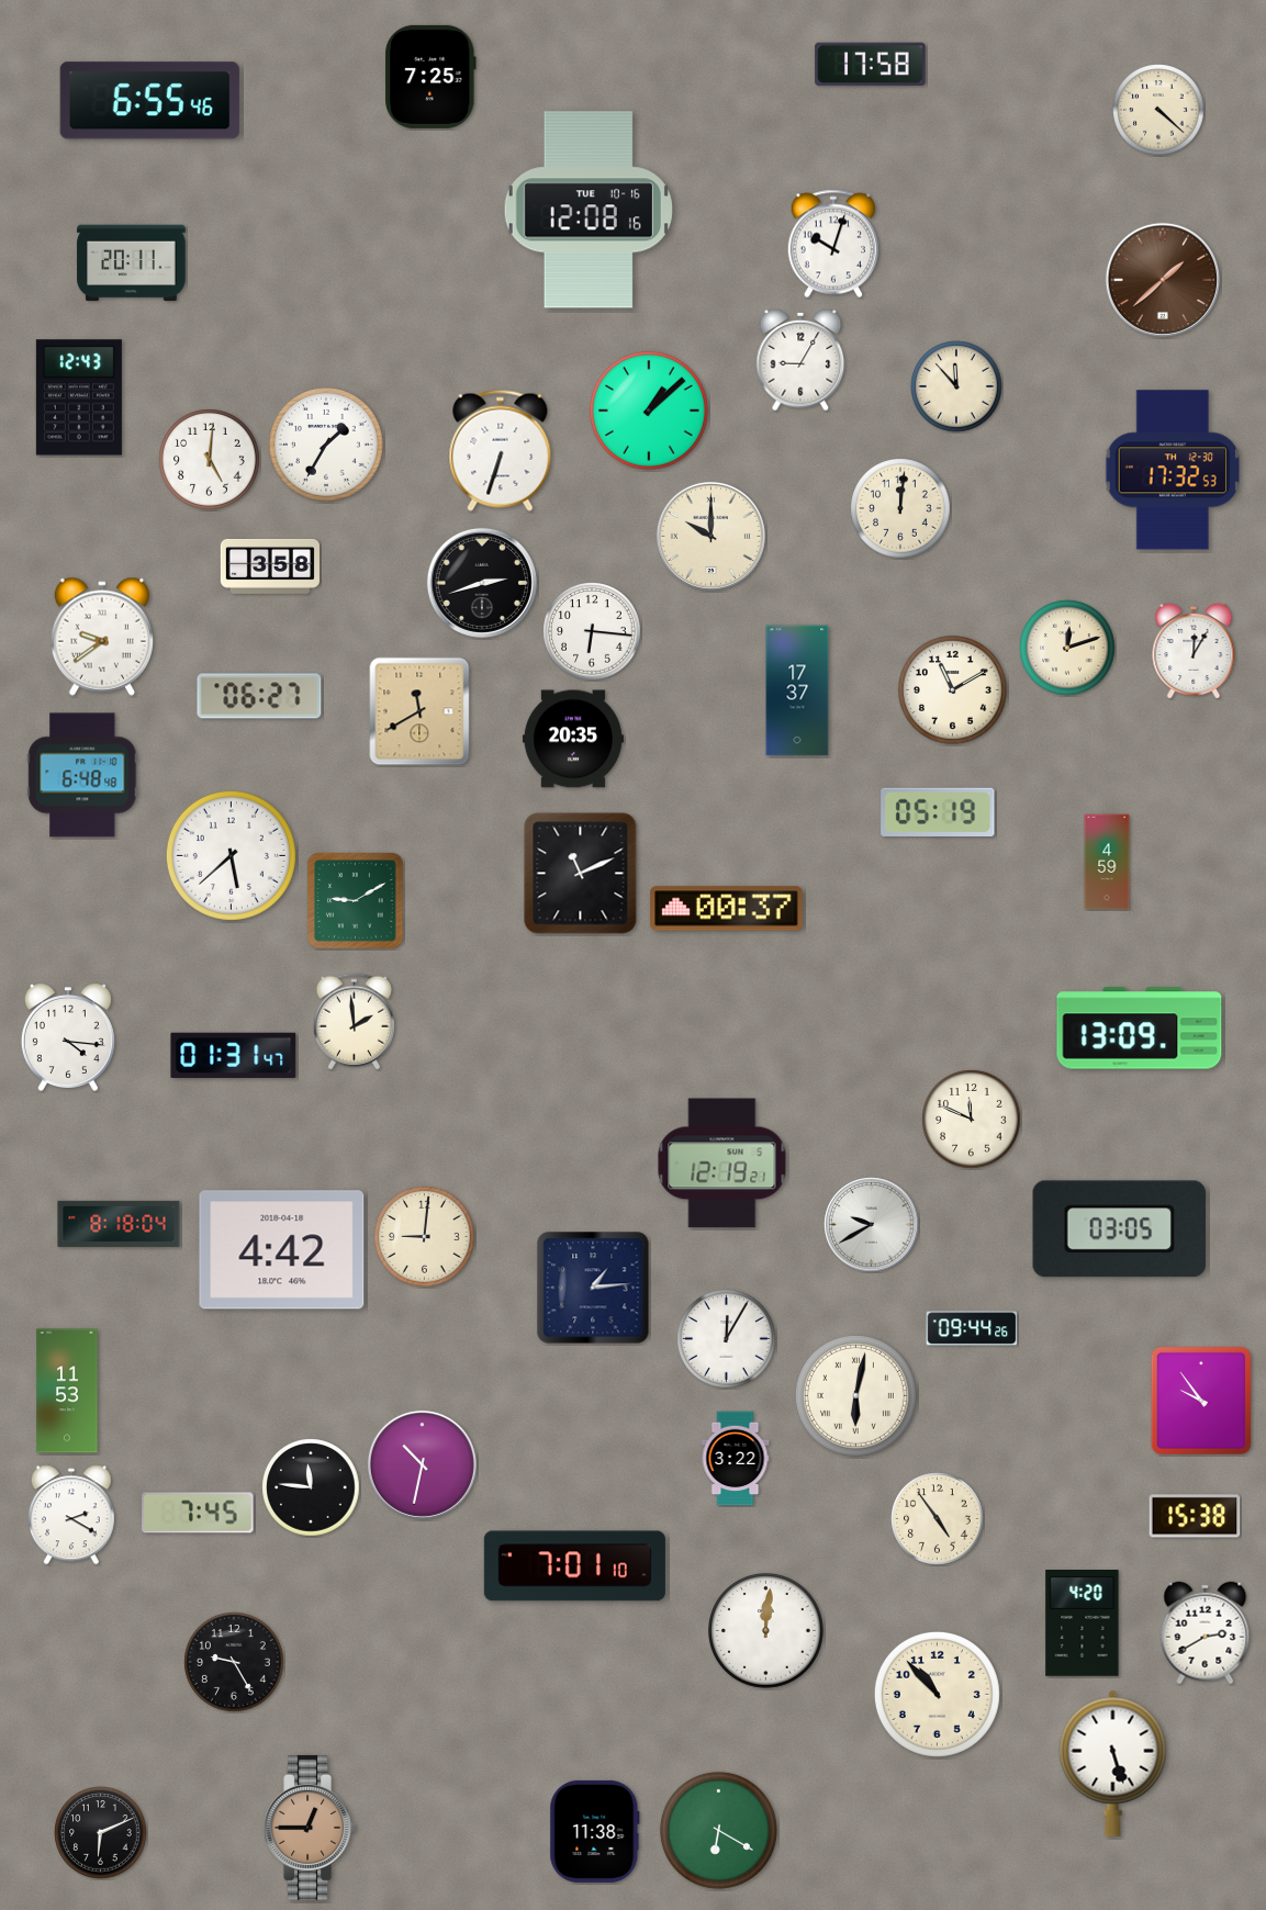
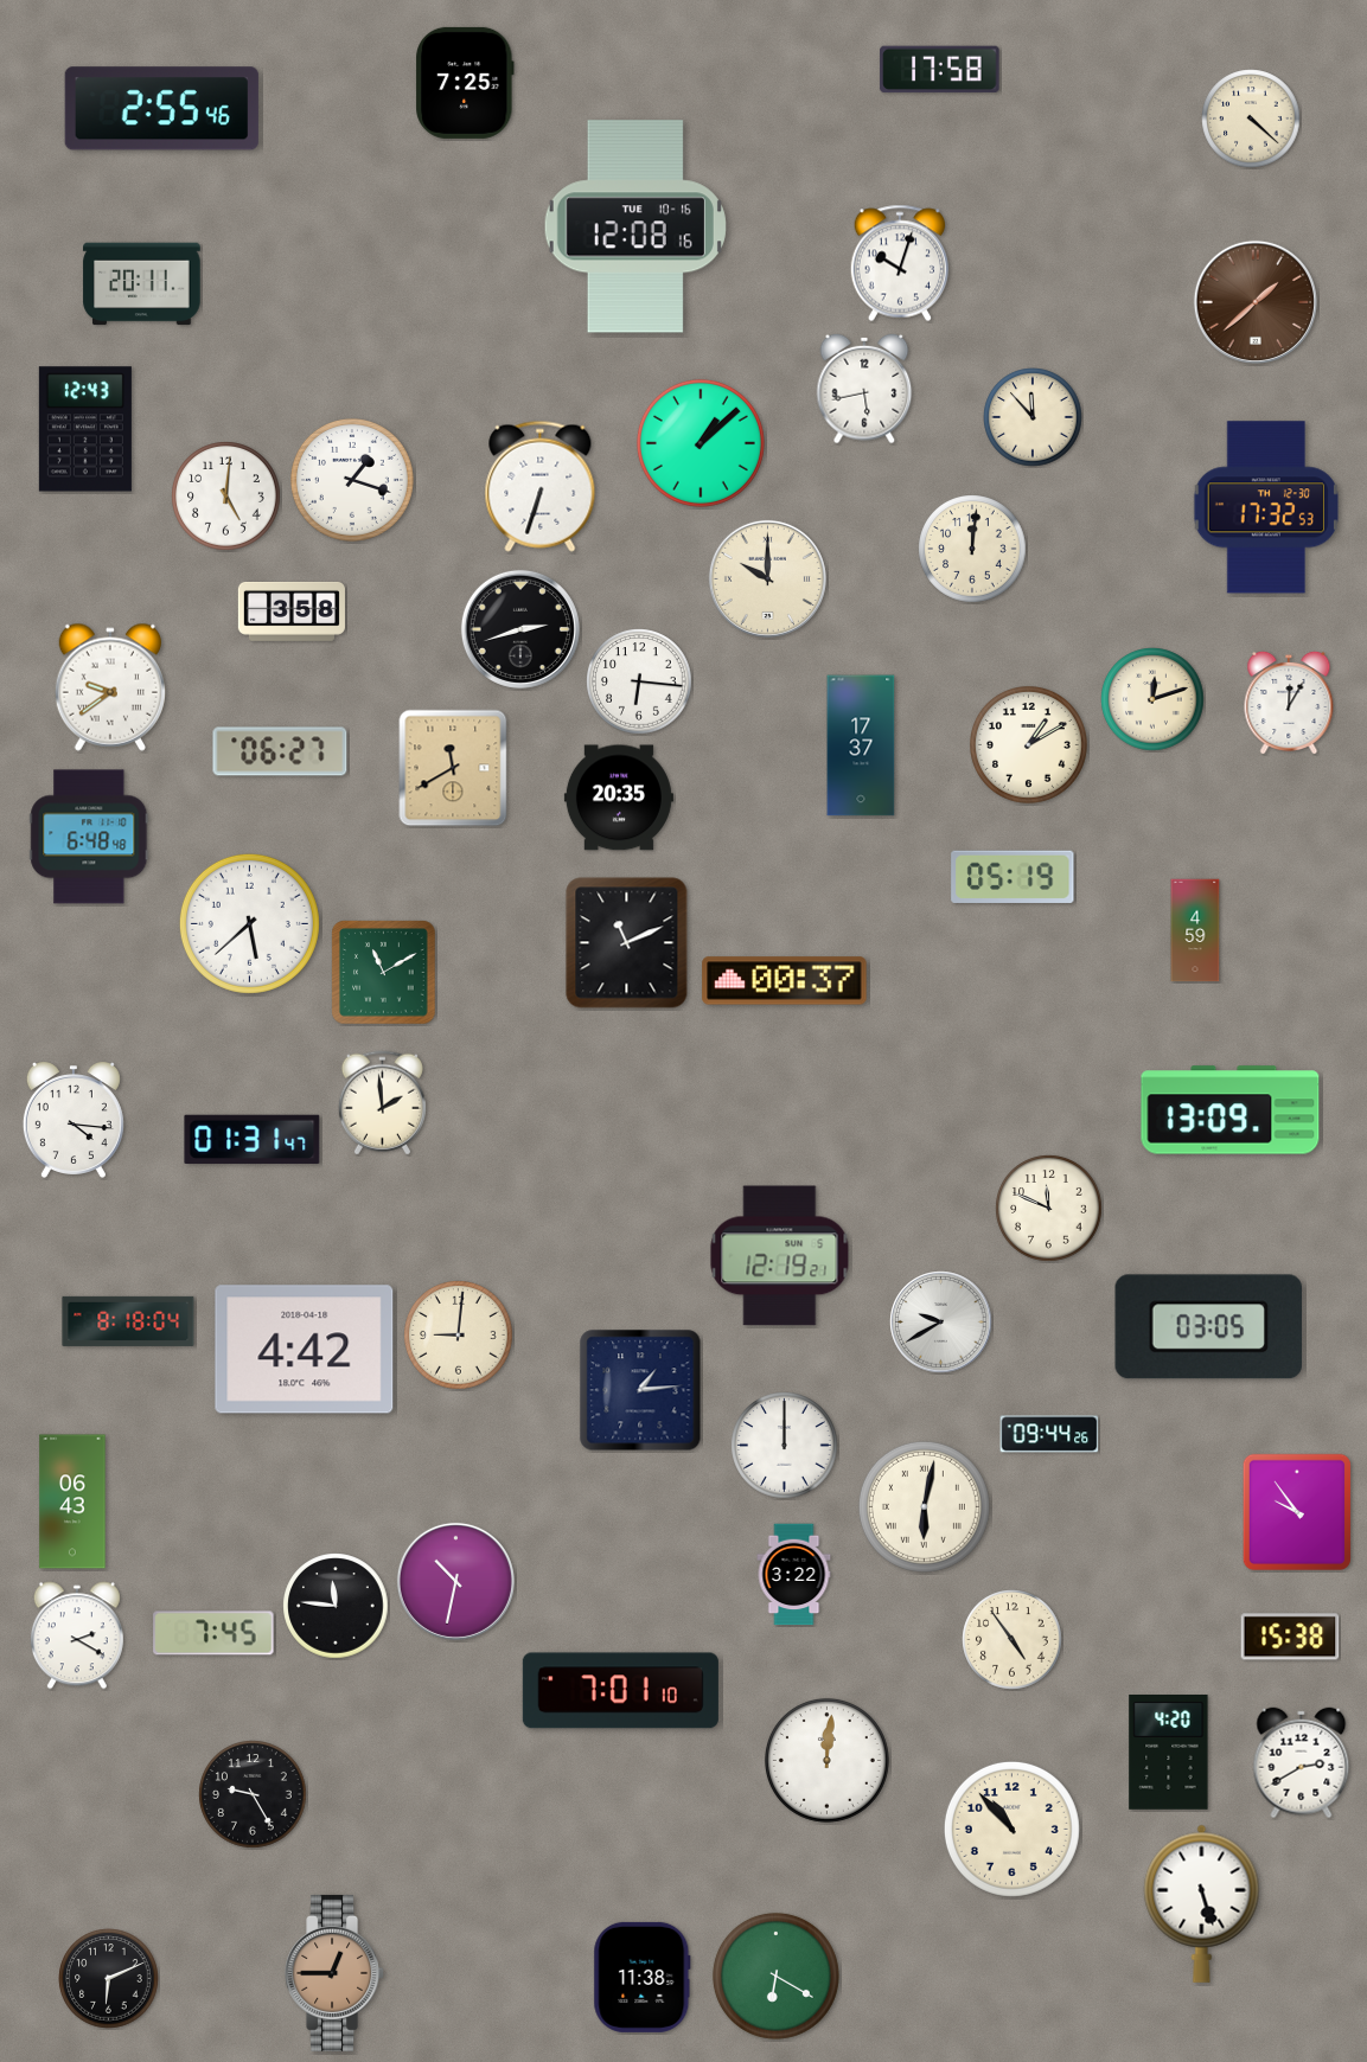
clock at (149, 101): 6:55 -> 2:55
clock at (800, 360): 9:05 -> 5:43
clock at (326, 445): 1:35 -> 1:18
clock at (953, 690): 11:10 -> 1:10
clock at (356, 901): 9:10 -> 11:10
clock at (727, 1339): 12:05 -> 12:00
clock at (67, 1391): 11:53 -> 06:43
